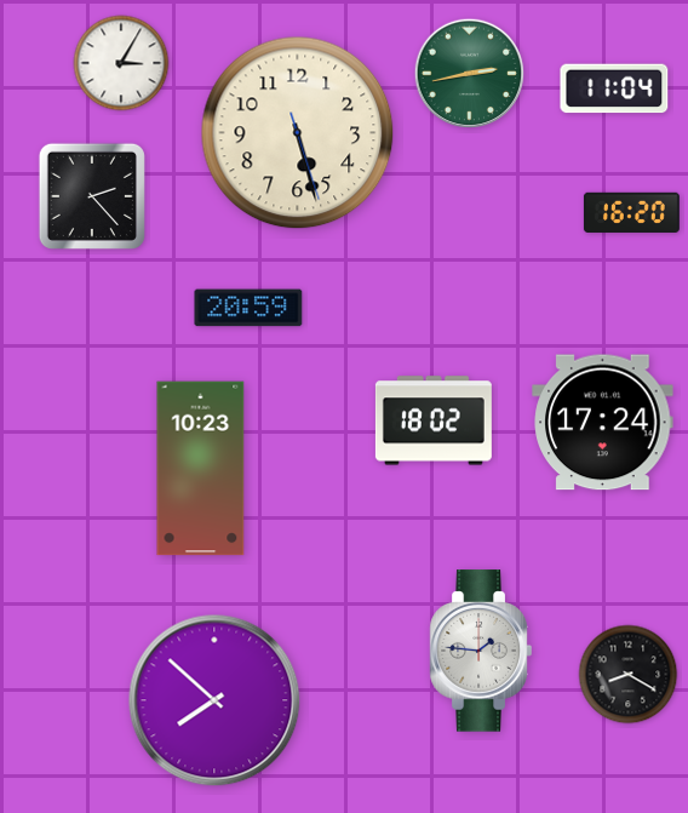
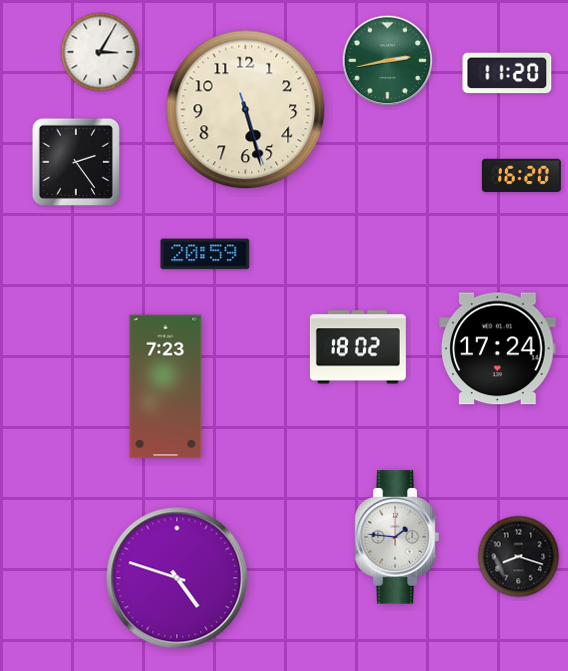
clock at (614, 88): 11:04 -> 11:20
clock at (92, 196): 2:23 -> 2:24
clock at (201, 469): 10:23 -> 7:23
clock at (629, 675): 8:20 -> 8:18
clock at (214, 700): 7:52 -> 4:48
